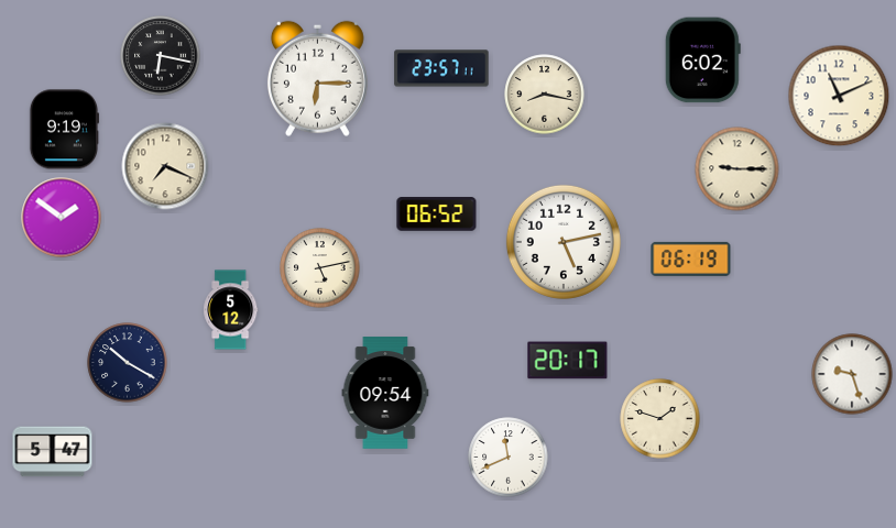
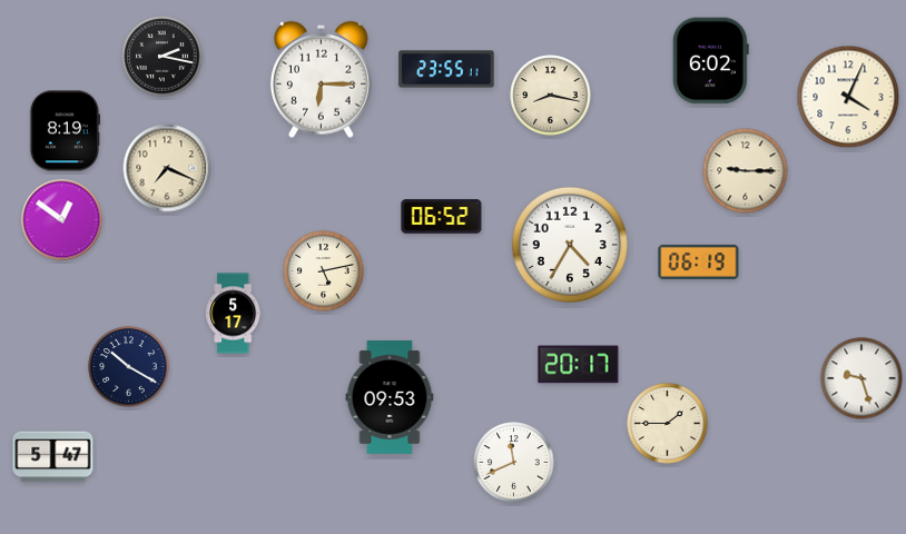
clock at (161, 56): 6:17 -> 2:17
clock at (441, 68): 23:57 -> 23:55
clock at (839, 96): 11:11 -> 4:04
clock at (63, 130): 9:19 -> 8:19
clock at (62, 218): 1:51 -> 12:51
clock at (564, 242): 5:13 -> 4:35
clock at (231, 310): 5:12 -> 5:17
clock at (568, 361) position: (568, 361) -> (579, 365)
clock at (385, 393): 09:54 -> 09:53
clock at (660, 419): 1:48 -> 1:45
